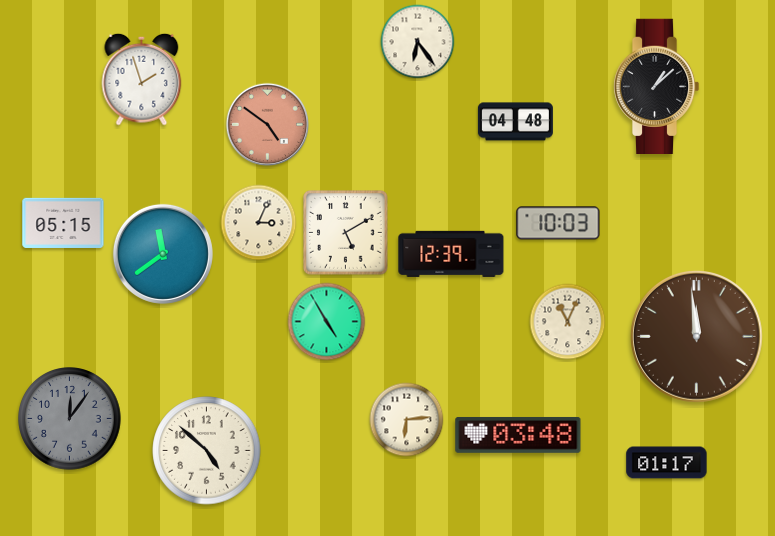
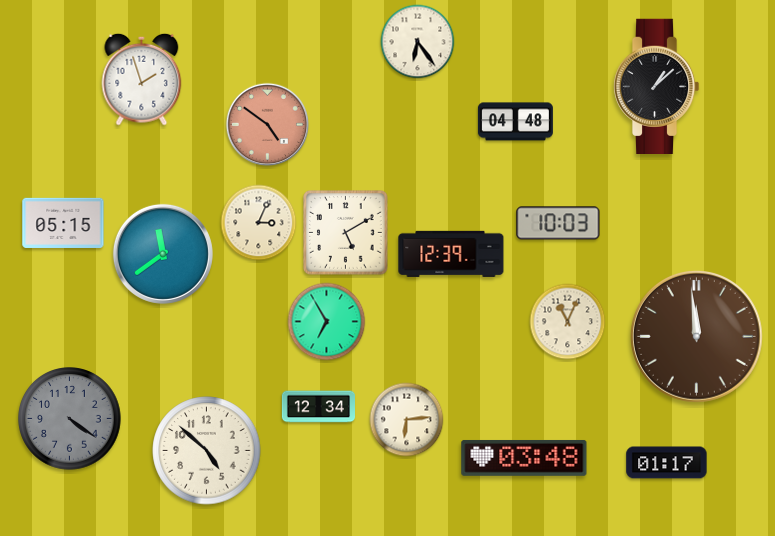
clock at (327, 322): 4:55 -> 6:55
clock at (318, 407): none -> 12:34
clock at (70, 419): 12:06 -> 4:21
clock at (518, 435) position: (518, 435) -> (524, 458)
